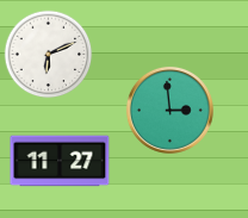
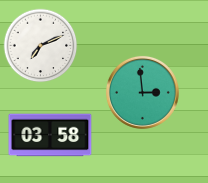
clock at (49, 55): 6:11 -> 7:11
clock at (60, 161): 11:27 -> 03:58
